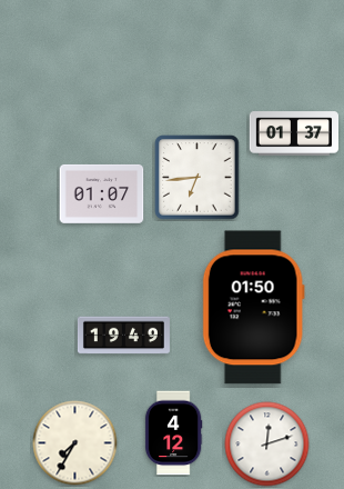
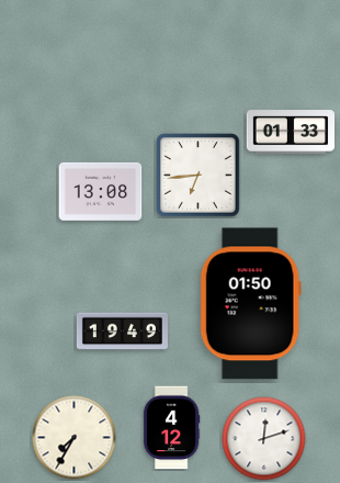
clock at (293, 133): 01:37 -> 01:33
clock at (198, 178) position: (198, 178) -> (199, 176)
clock at (102, 193): 01:07 -> 13:08
